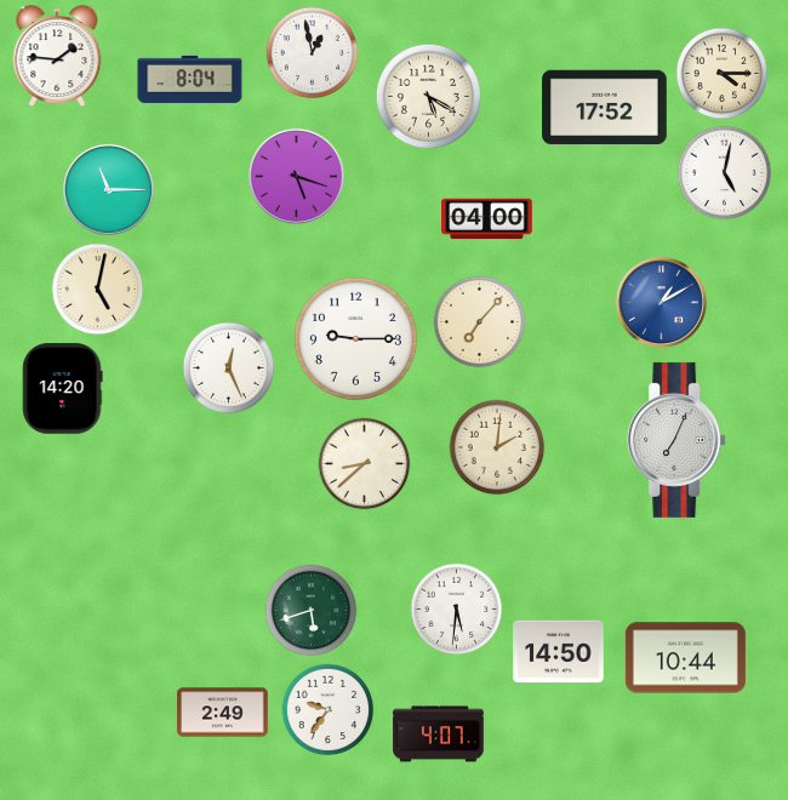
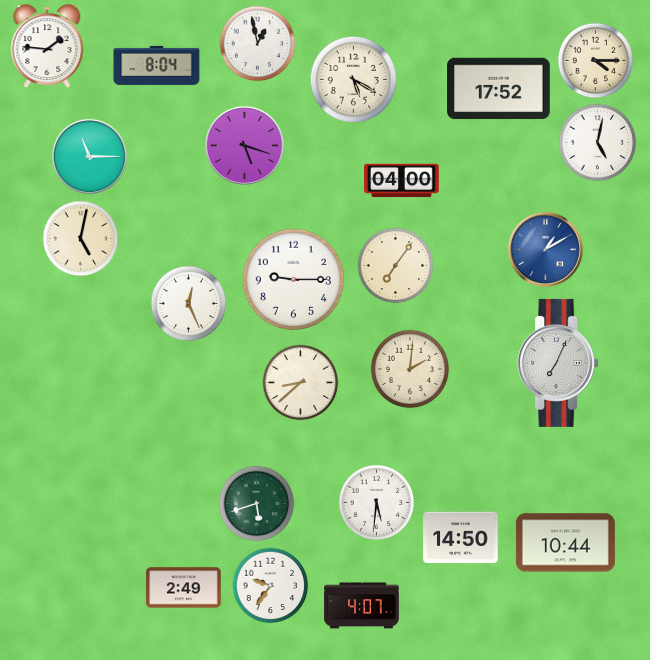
clock at (480, 322): 7:07 -> 7:06
clock at (63, 389): 14:20 -> none
